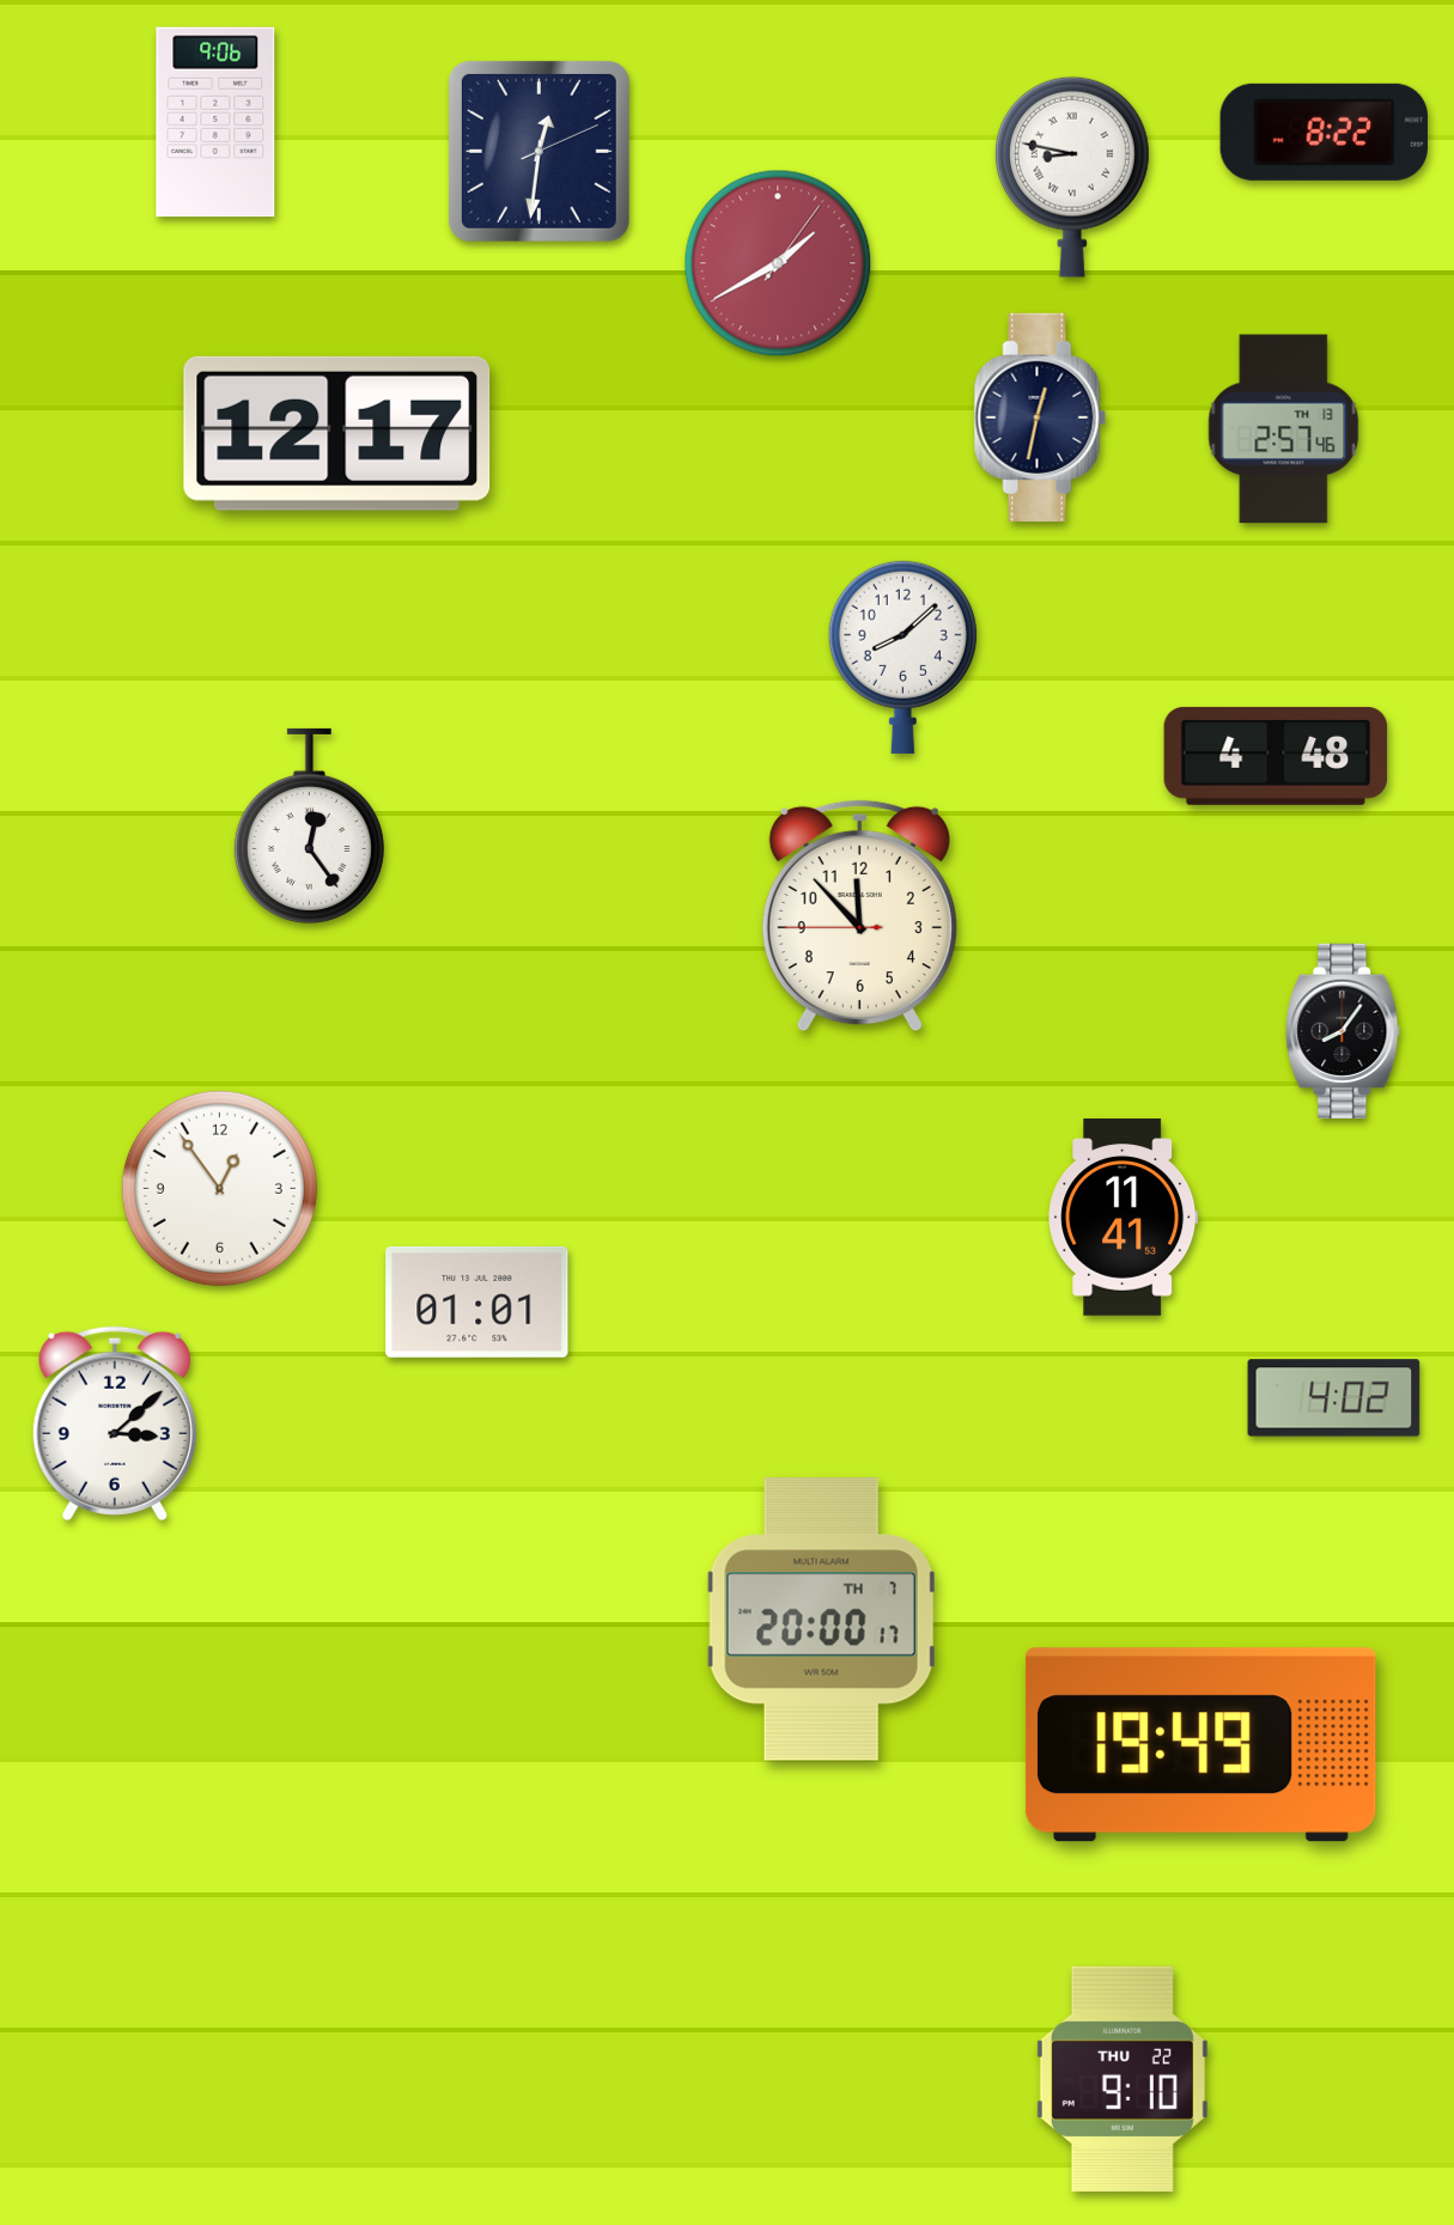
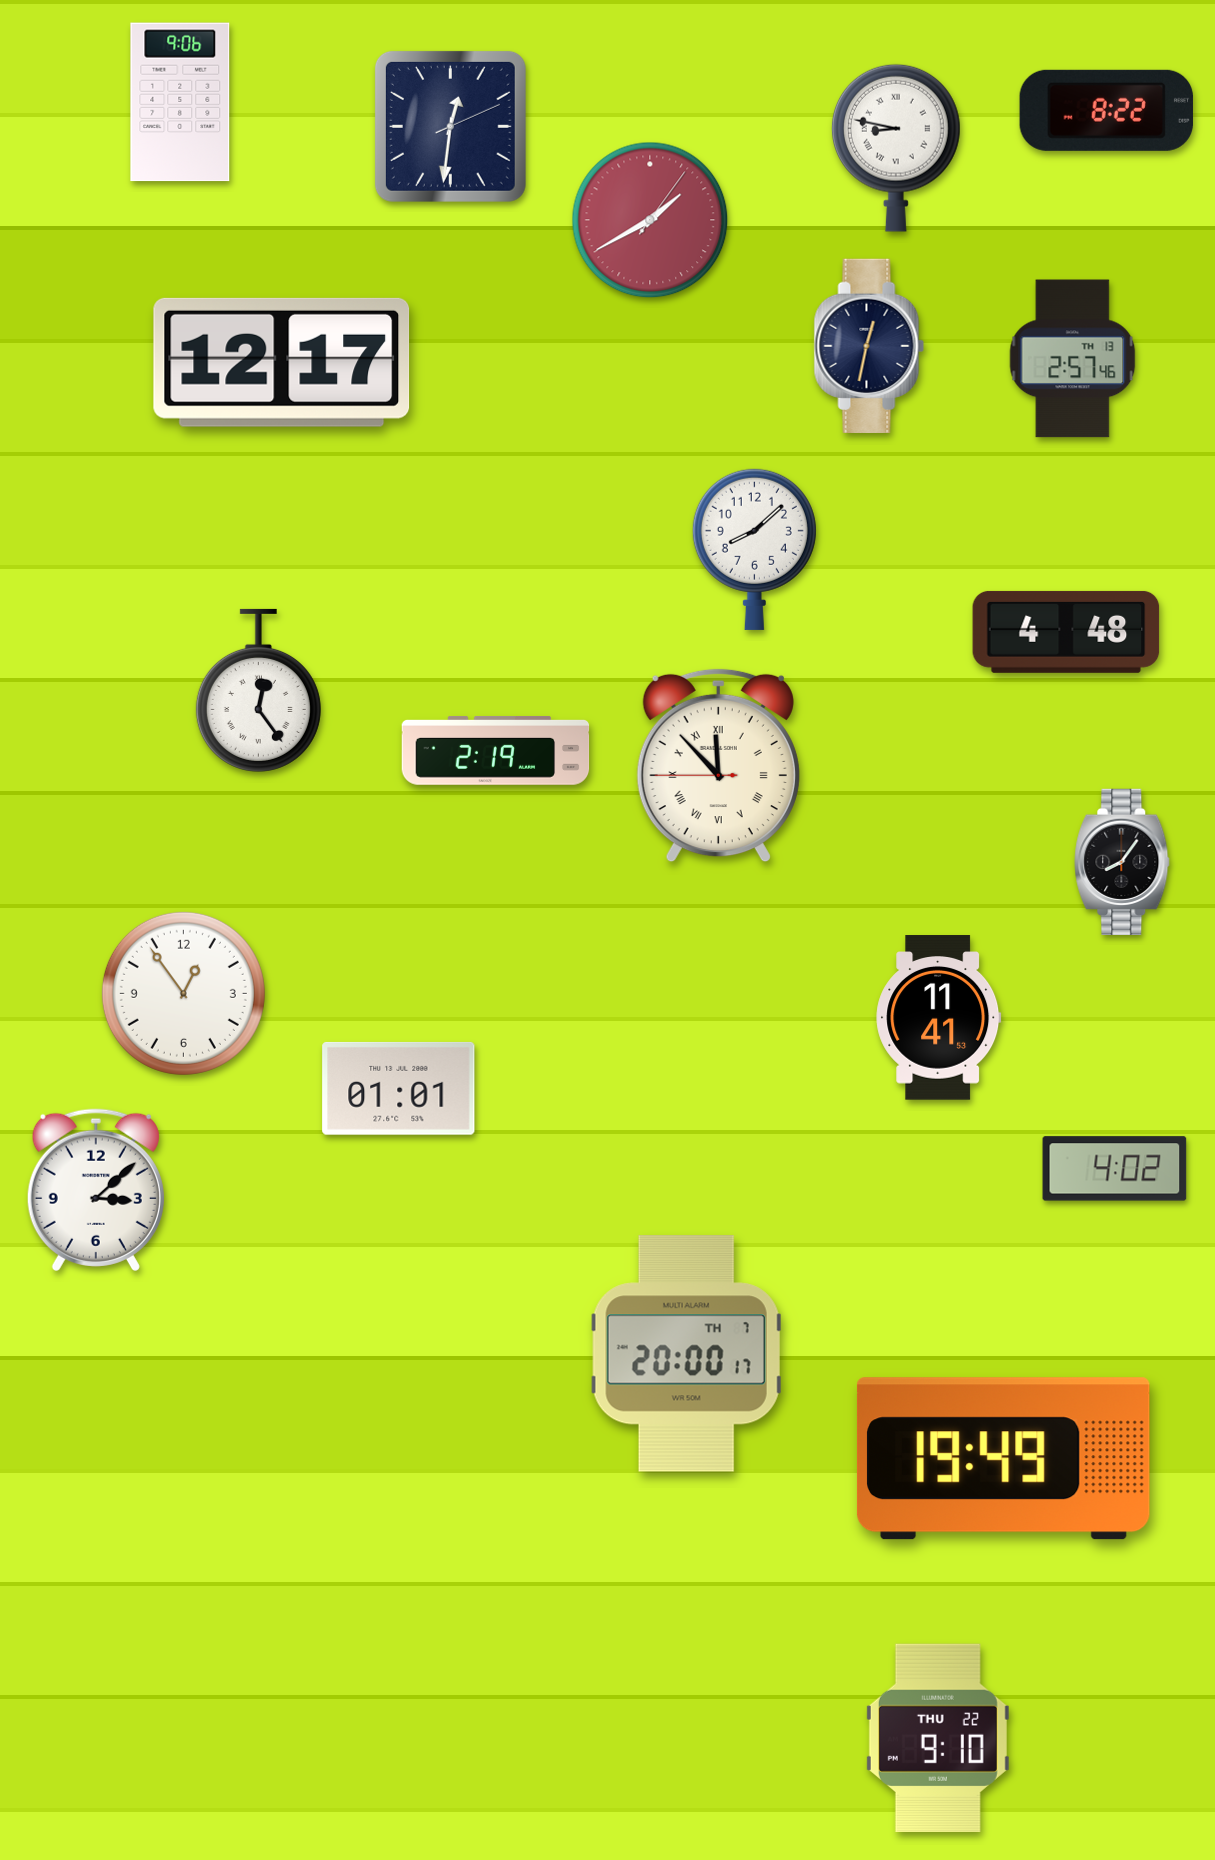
clock at (1040, 417) position: (1040, 417) -> (869, 346)
clock at (496, 751): none -> 2:19
clock at (859, 916) numerals: Arabic -> Roman
